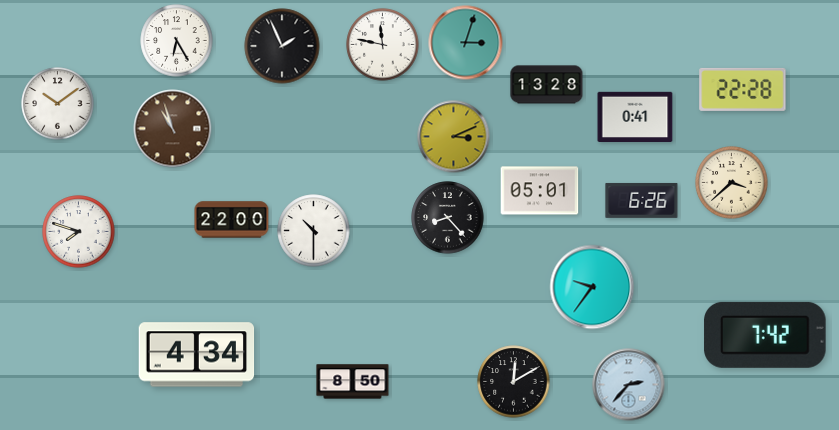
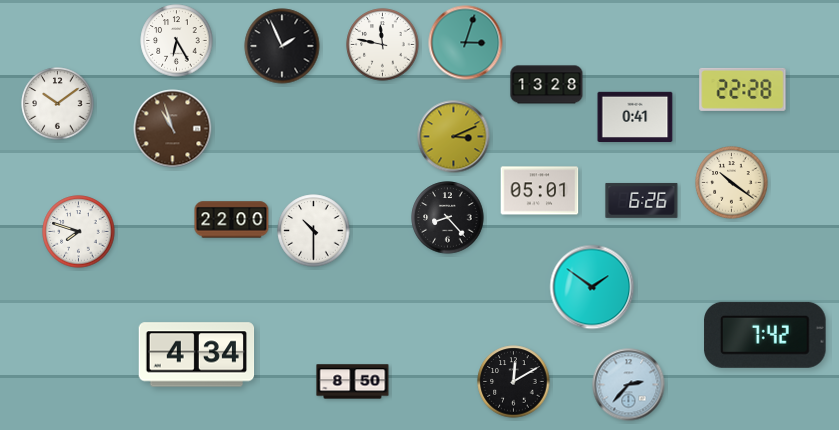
clock at (732, 183): 3:38 -> 10:21
clock at (592, 287): 9:36 -> 1:51
